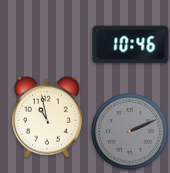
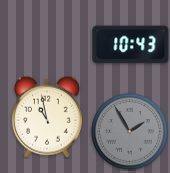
clock at (131, 45): 10:46 -> 10:43
clock at (130, 132): 2:11 -> 1:55
